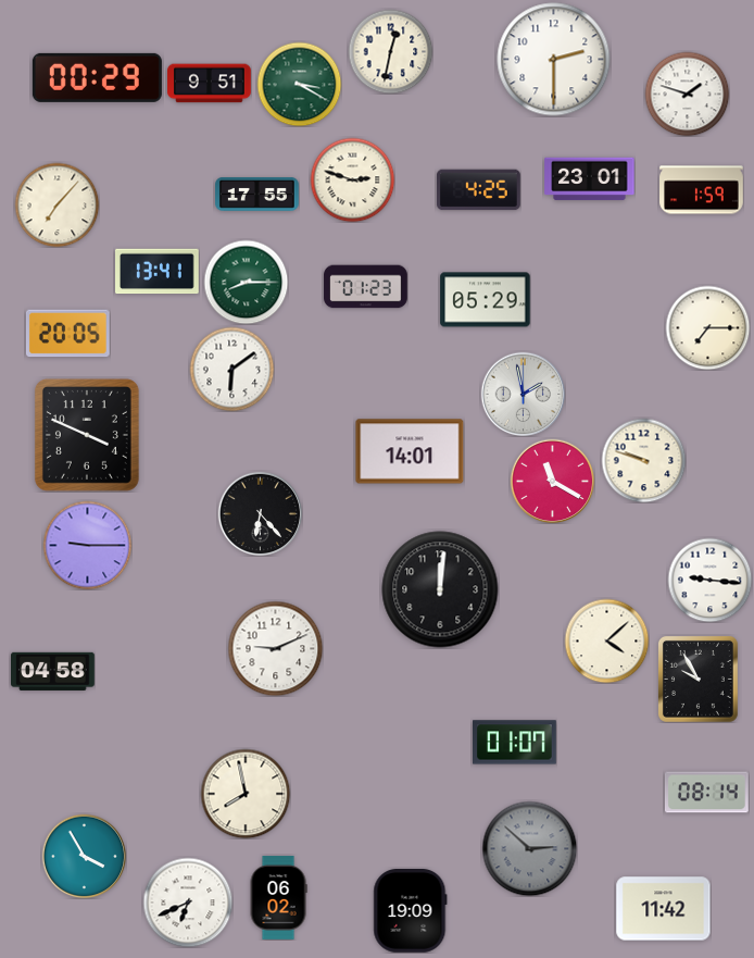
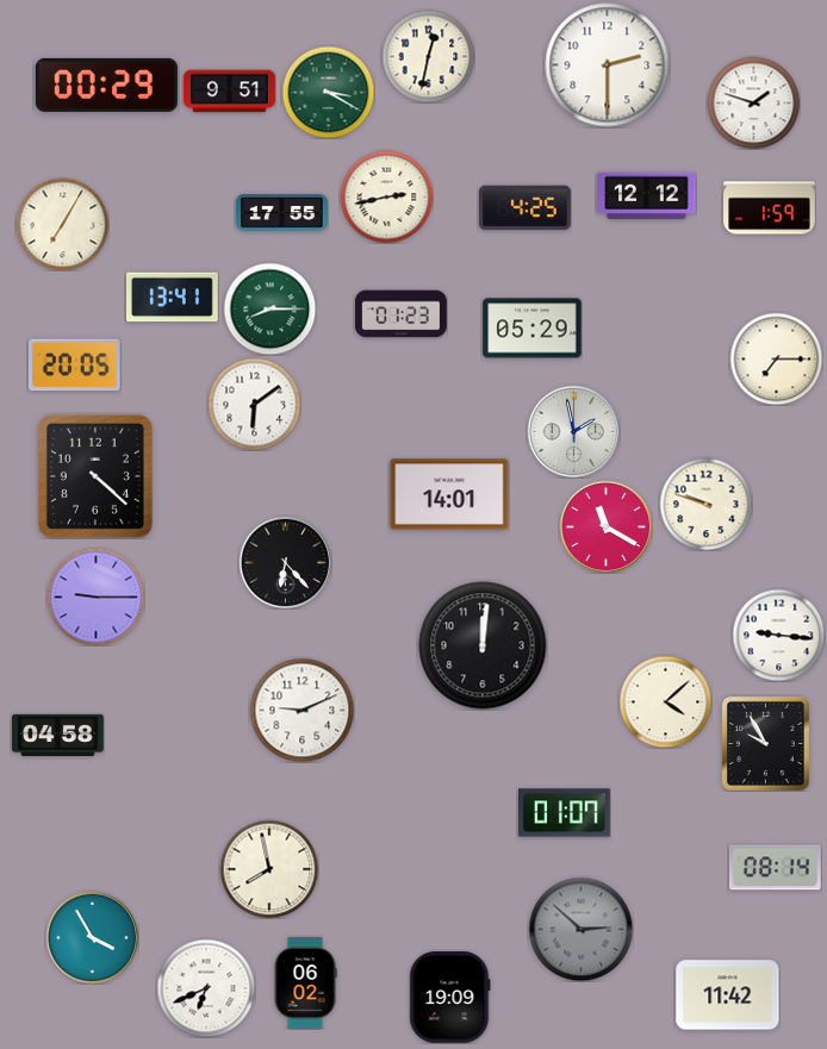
clock at (352, 179): 2:48 -> 2:43
clock at (590, 179): 23:01 -> 12:12
clock at (56, 204): 7:07 -> 7:05
clock at (87, 435): 3:49 -> 4:22
